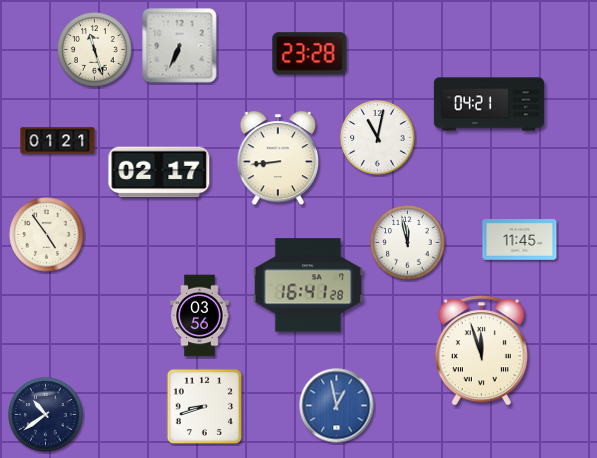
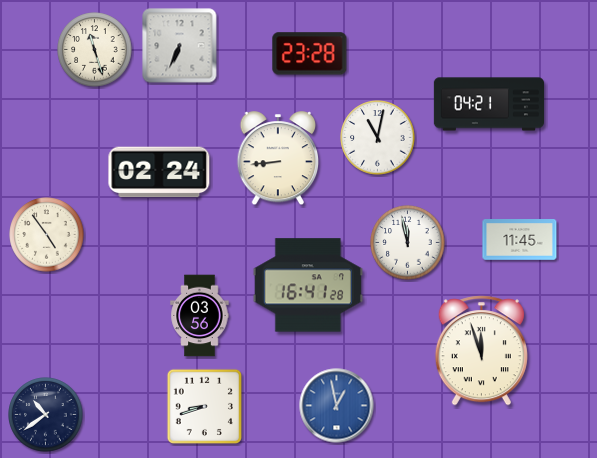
clock at (58, 141): 01:21 -> none
clock at (159, 172): 02:17 -> 02:24
